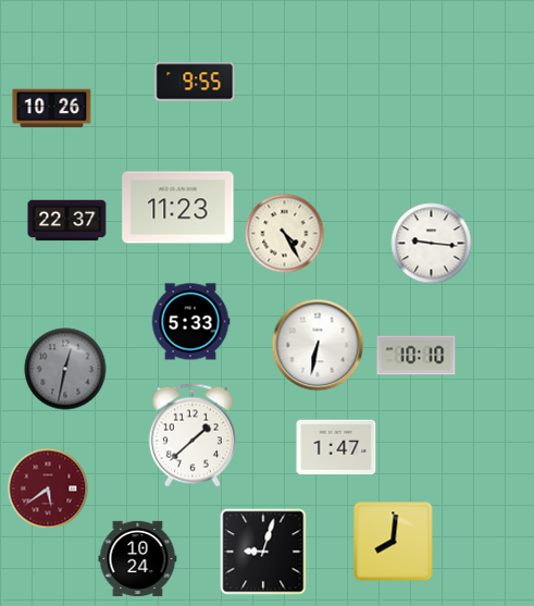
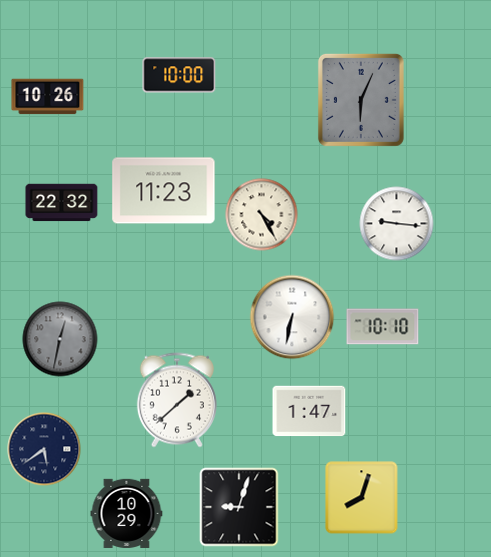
clock at (195, 82): 9:55 -> 10:00
clock at (52, 109) position: (52, 109) -> (48, 97)
clock at (361, 100): none -> 6:04
clock at (67, 221): 22:37 -> 22:32
clock at (190, 322): 5:33 -> none
clock at (48, 488) dial: burgundy -> navy
clock at (394, 542): 8:01 -> 8:03
clock at (263, 552) position: (263, 552) -> (239, 507)
clock at (138, 558): 10:24 -> 10:29
